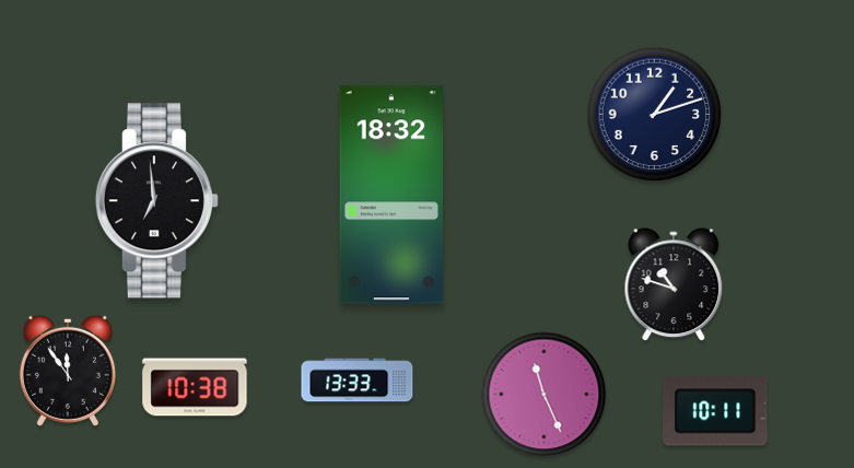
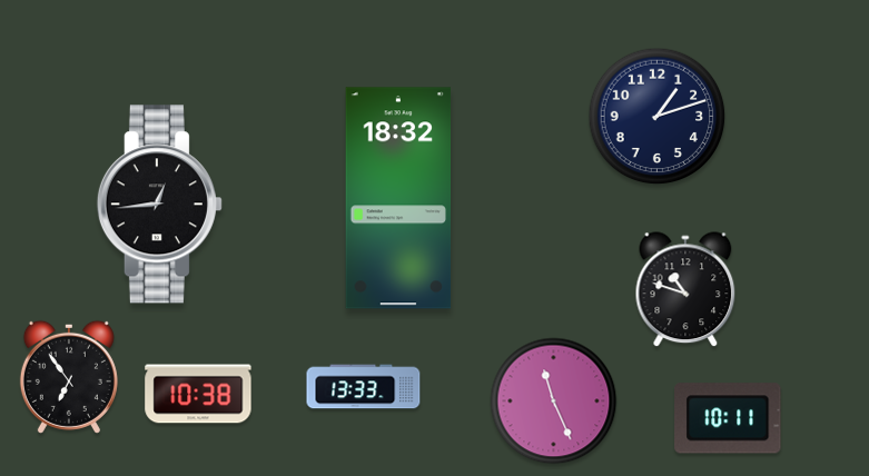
clock at (655, 115) position: (655, 115) -> (658, 117)
clock at (156, 201): 6:59 -> 12:44
clock at (68, 371): 11:54 -> 6:54
